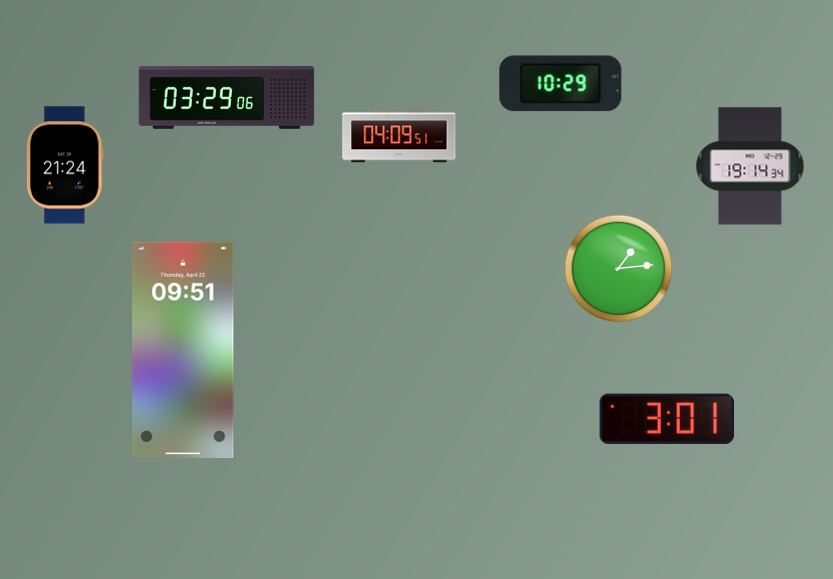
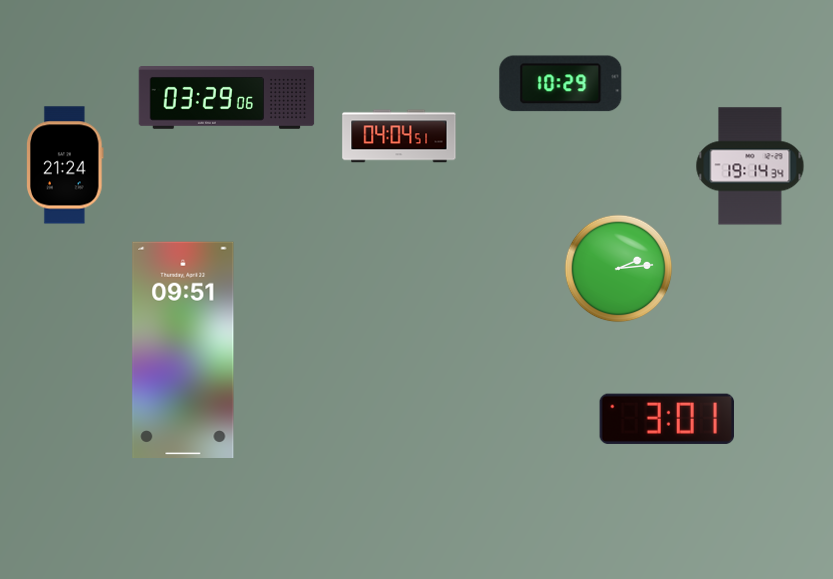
clock at (399, 136): 04:09 -> 04:04
clock at (619, 269): 1:14 -> 2:14
